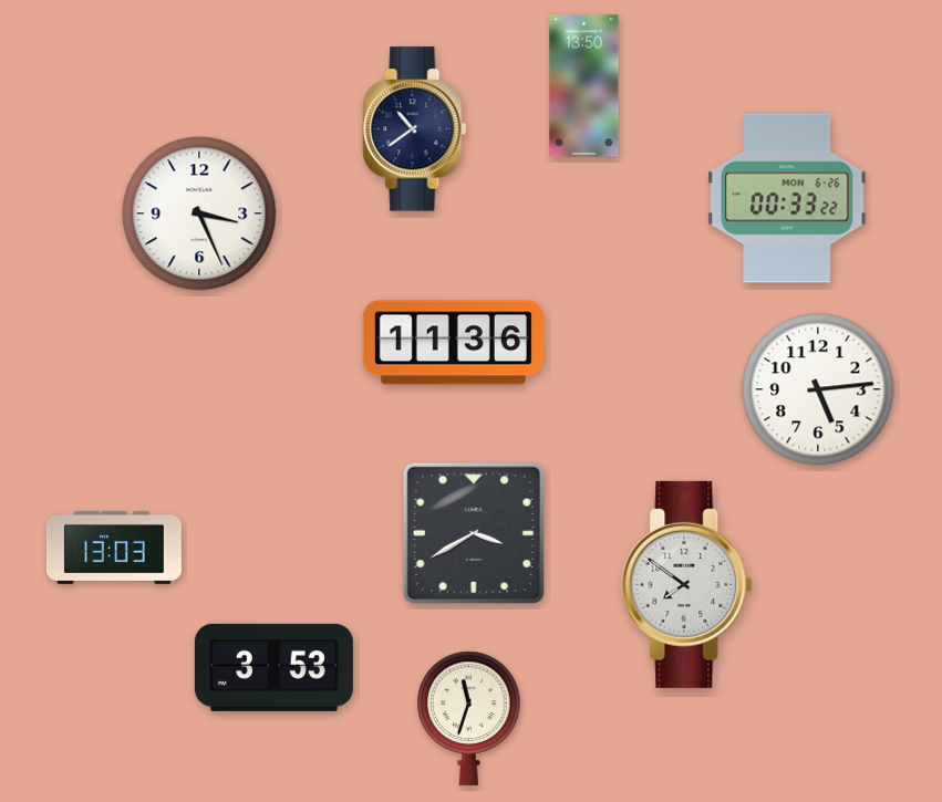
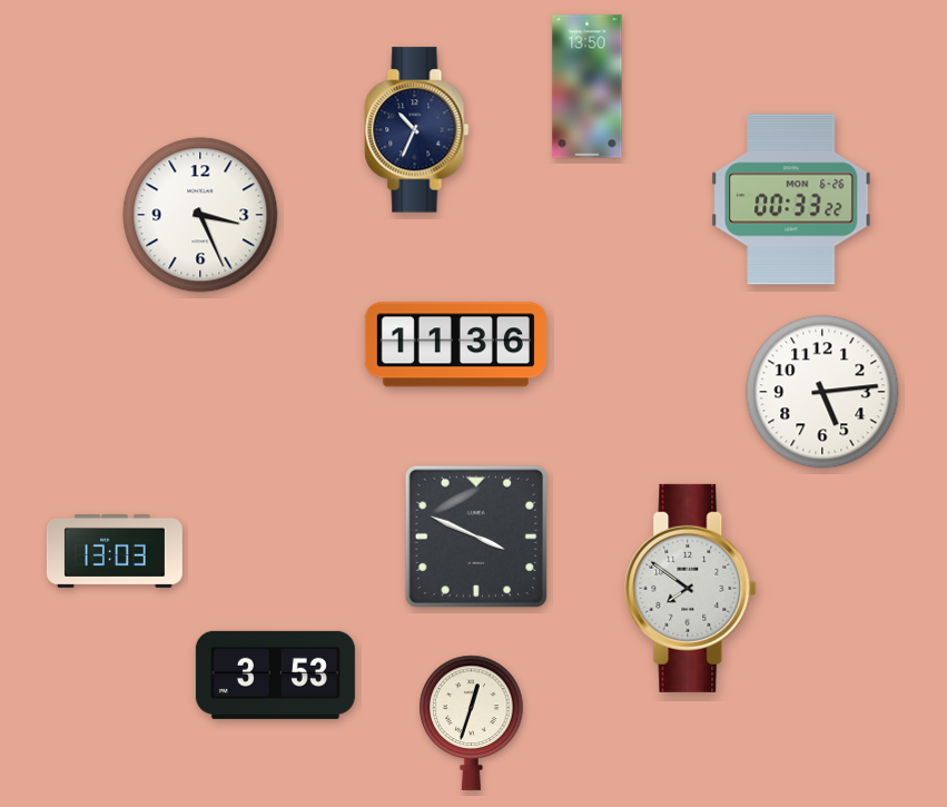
clock at (415, 129): 10:39 -> 10:34
clock at (474, 533): 3:40 -> 3:49
clock at (273, 667) position: (273, 667) -> (275, 675)
clock at (469, 718): 11:33 -> 12:33
